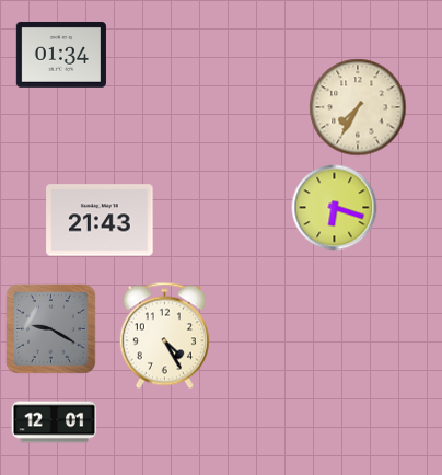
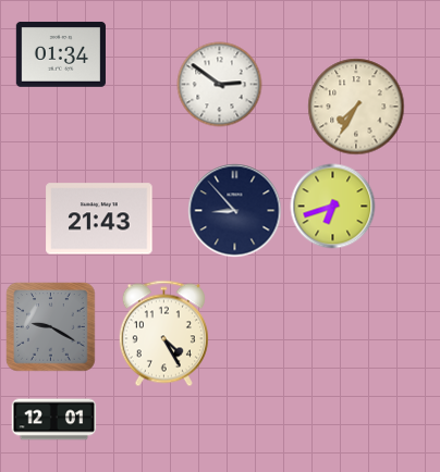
clock at (219, 84): none -> 2:51
clock at (334, 207): 6:18 -> 6:42
clock at (234, 210): none -> 8:53
